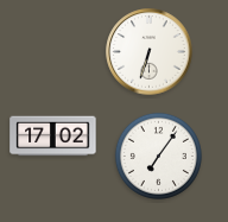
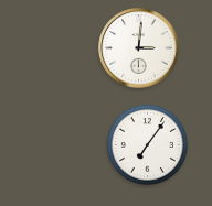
clock at (150, 52): 6:33 -> 3:01
clock at (53, 137): 17:02 -> none
